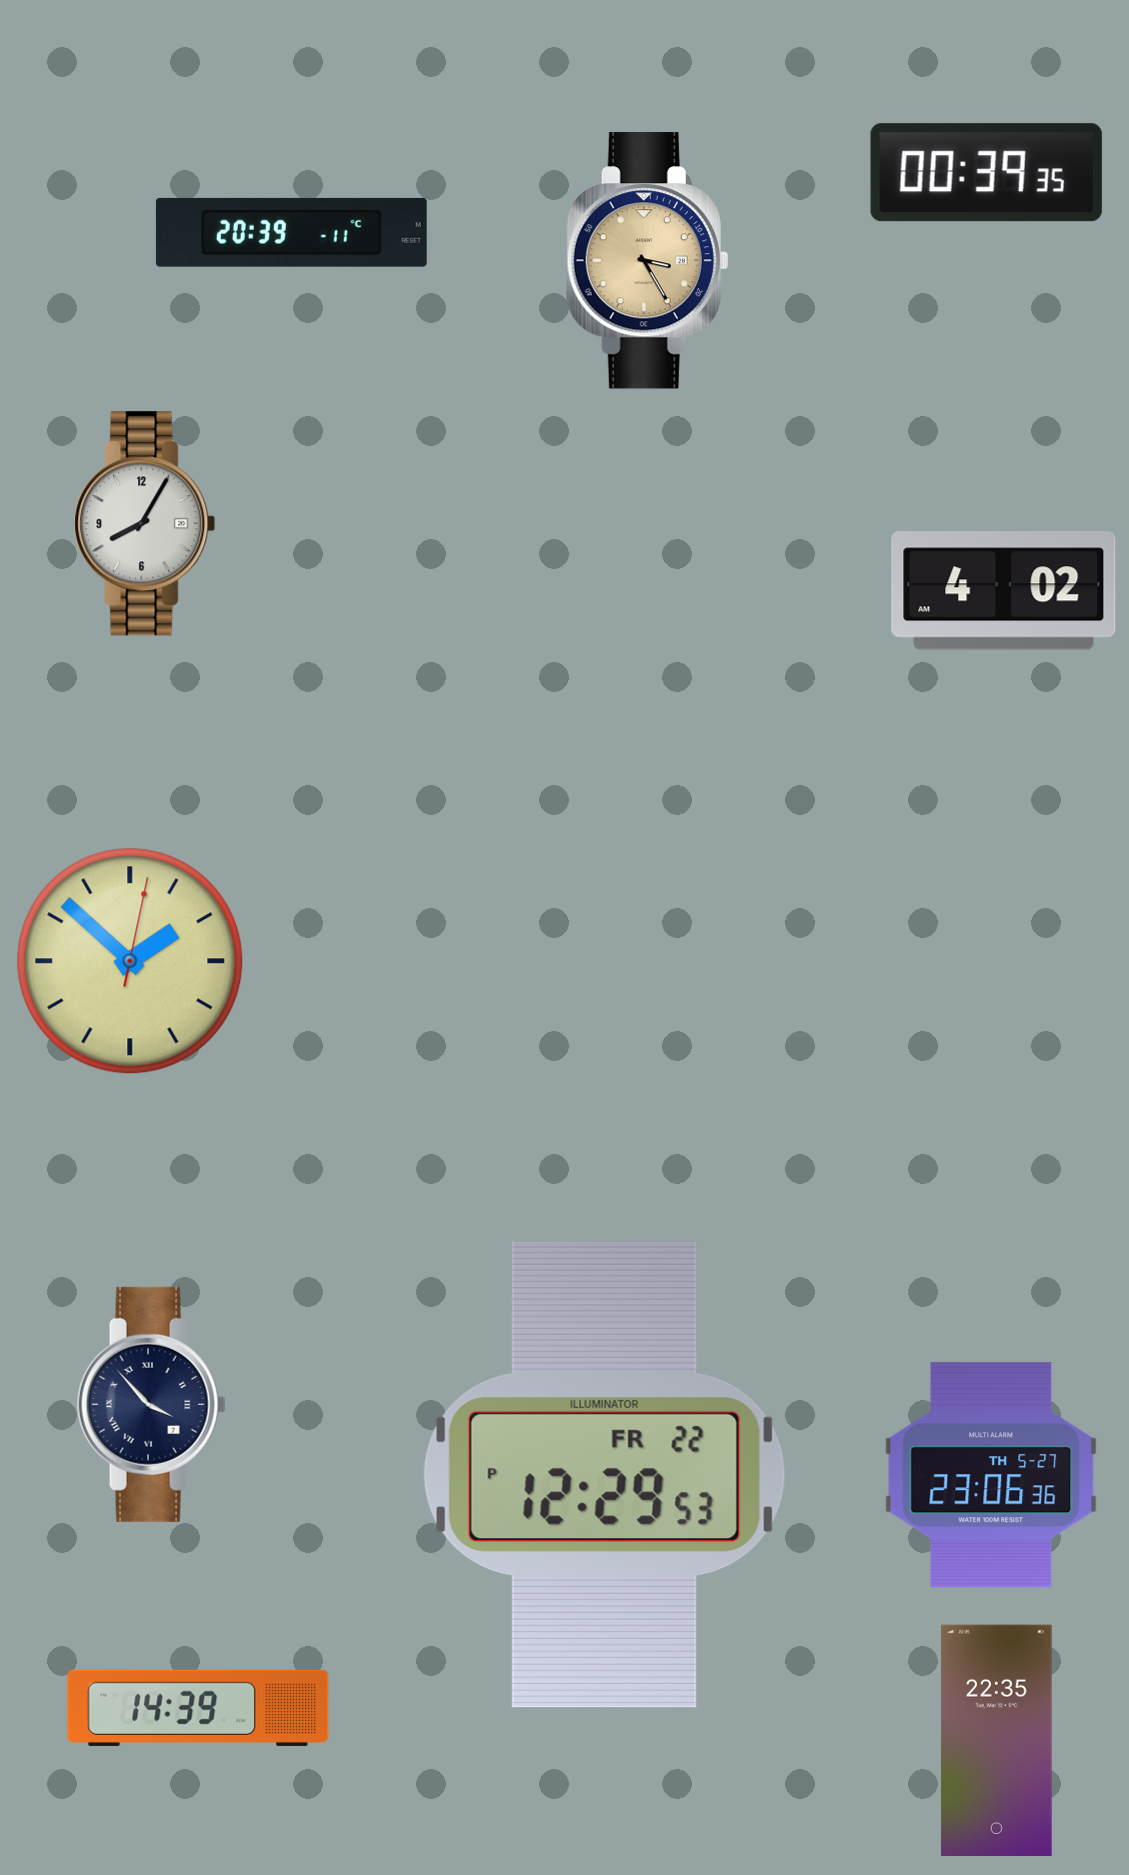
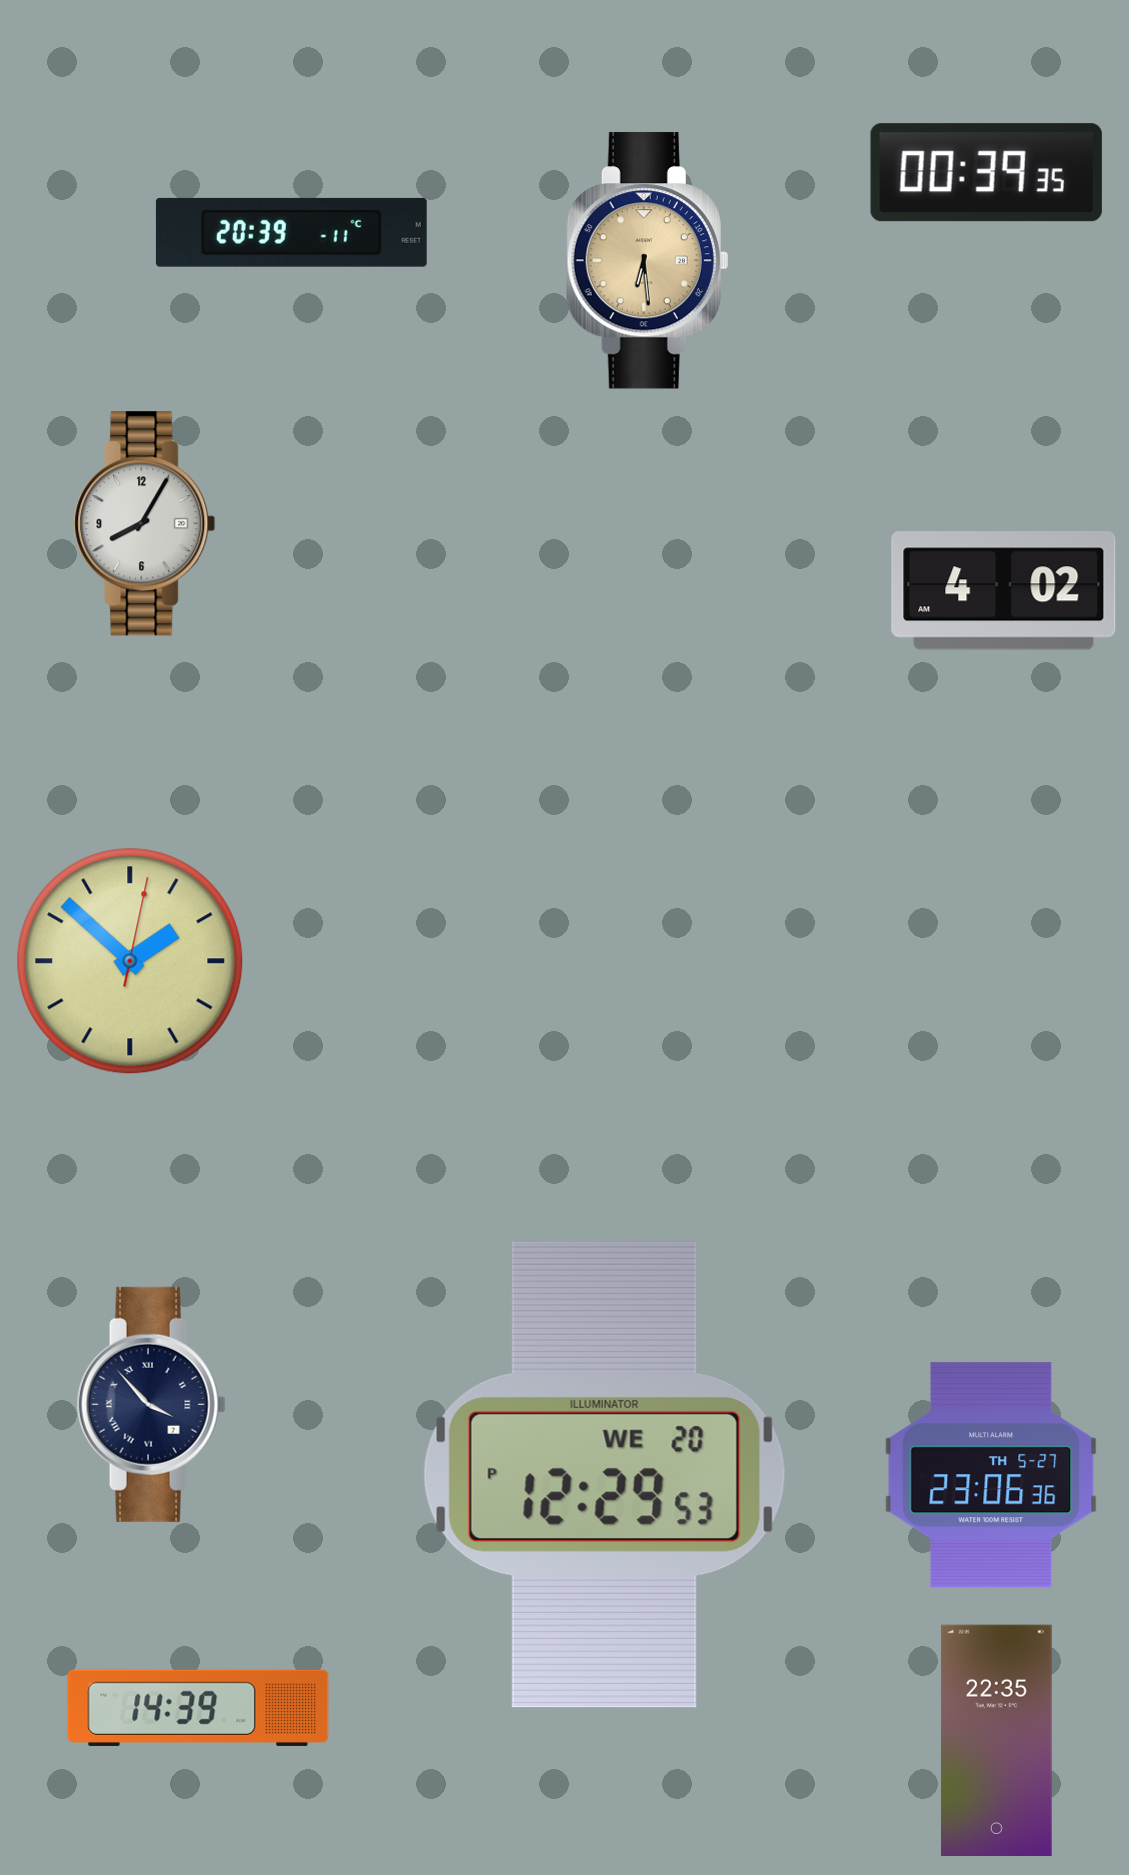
clock at (647, 261): 3:25 -> 6:29
clock at (604, 1474) date: FR 22 -> WE 20
